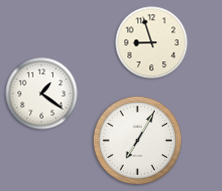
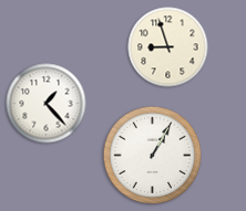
clock at (42, 94): 1:21 -> 1:23
clock at (138, 141): 7:05 -> 1:05
